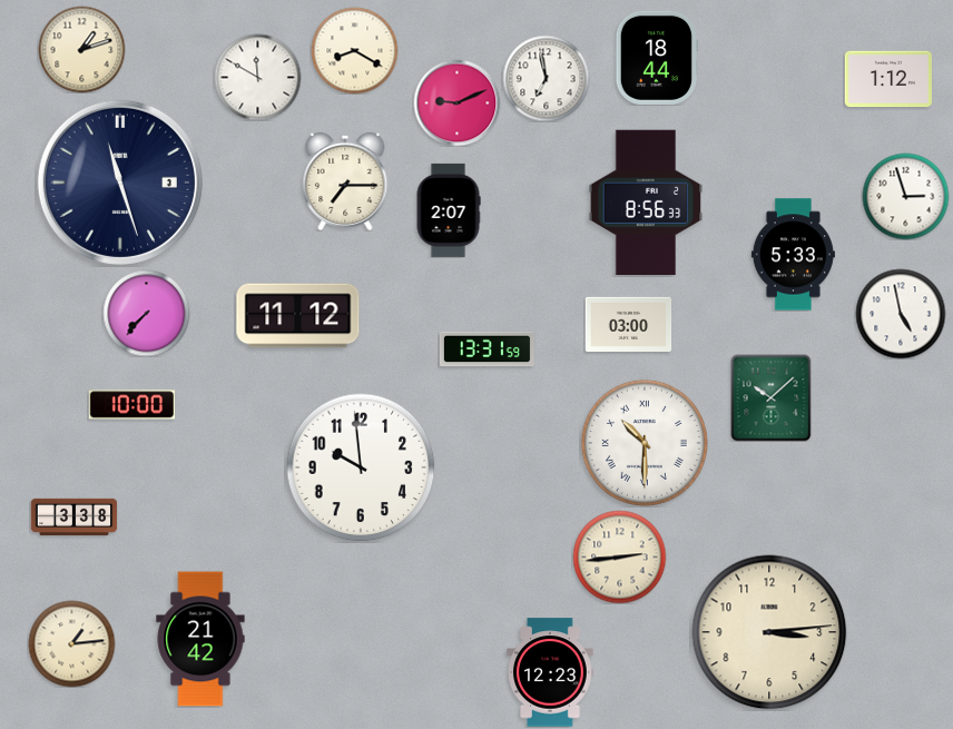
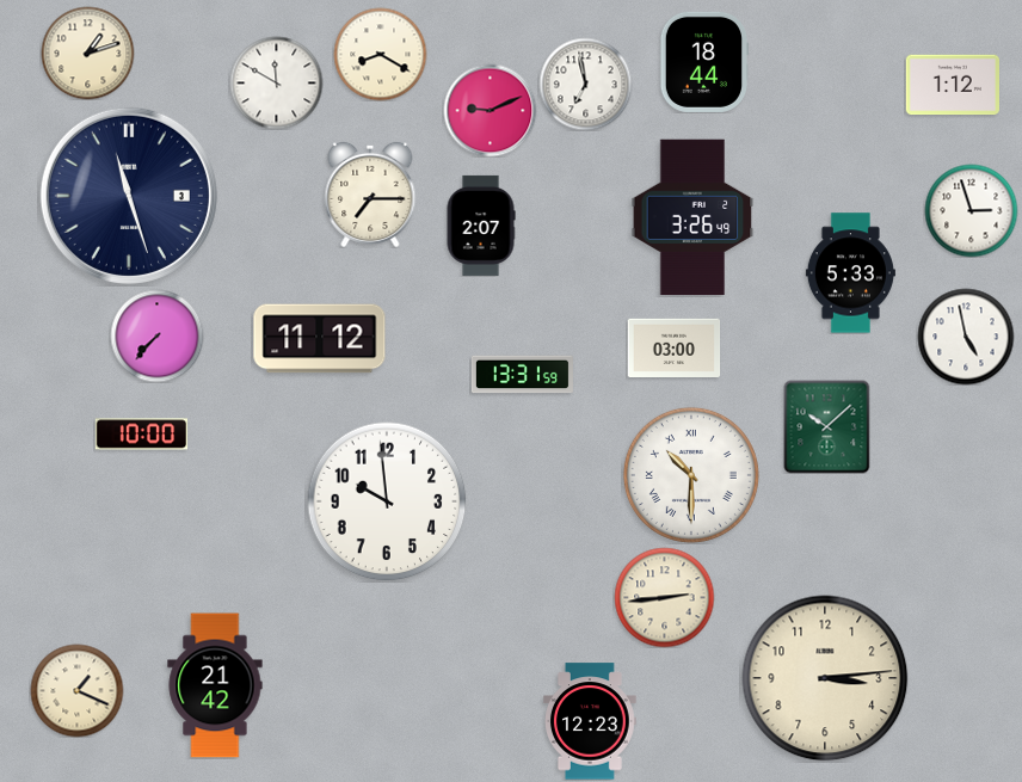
clock at (646, 203): 8:56 -> 3:26
clock at (73, 516): 3:38 -> none
clock at (71, 643): 1:14 -> 1:19
